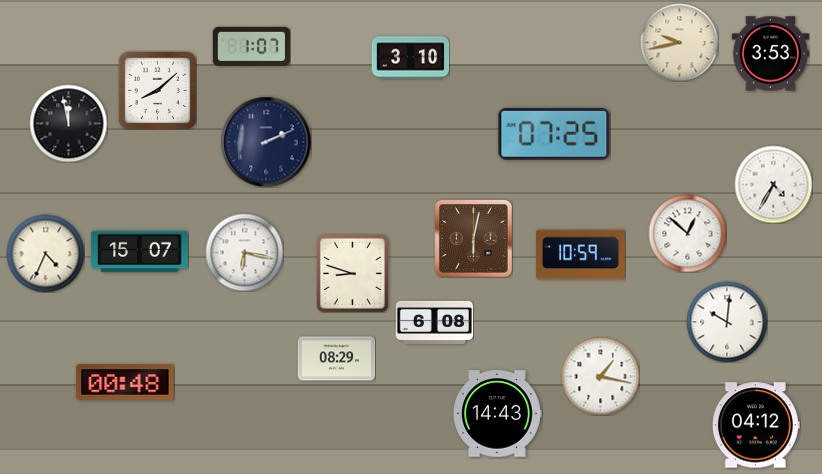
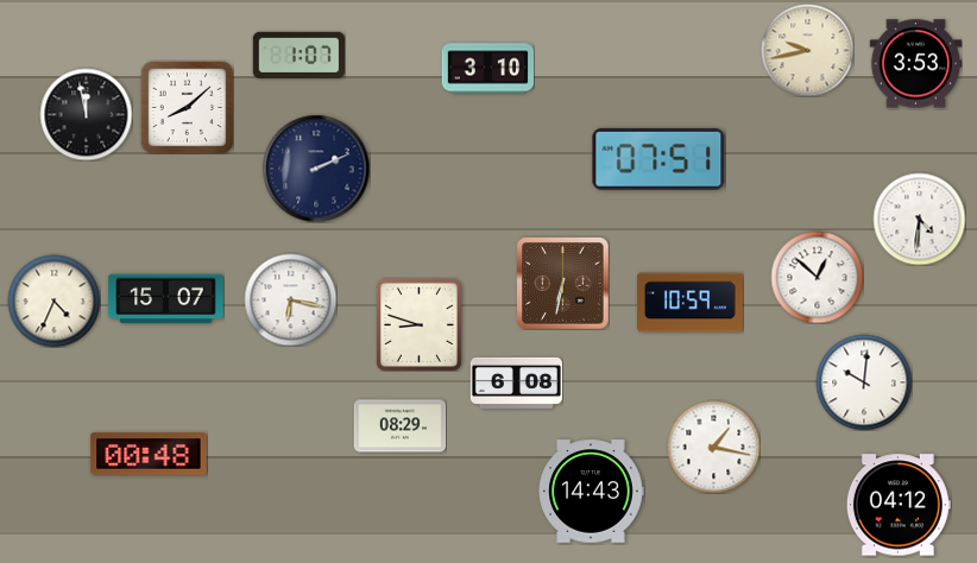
clock at (68, 123) position: (68, 123) -> (86, 114)
clock at (554, 134): 07:25 -> 07:51
clock at (773, 184): 4:35 -> 4:31
clock at (473, 238): 6:02 -> 6:32
